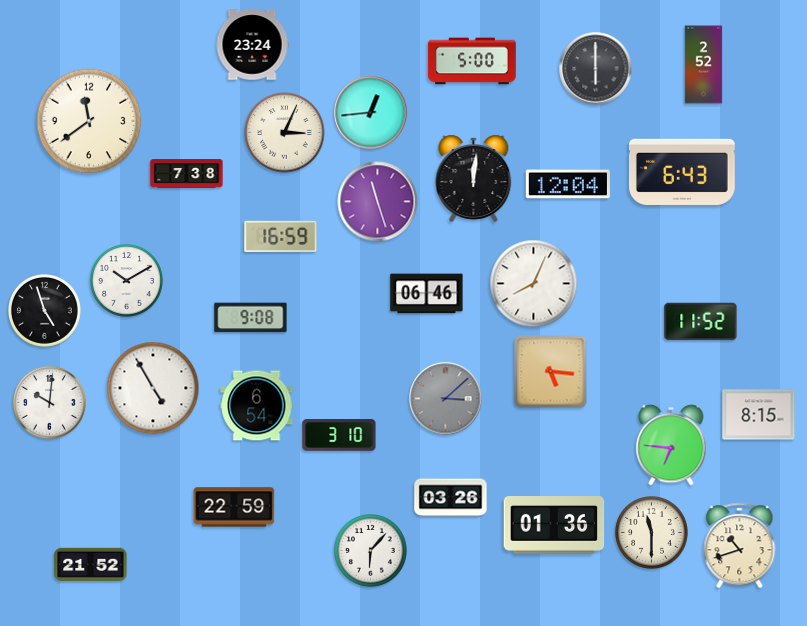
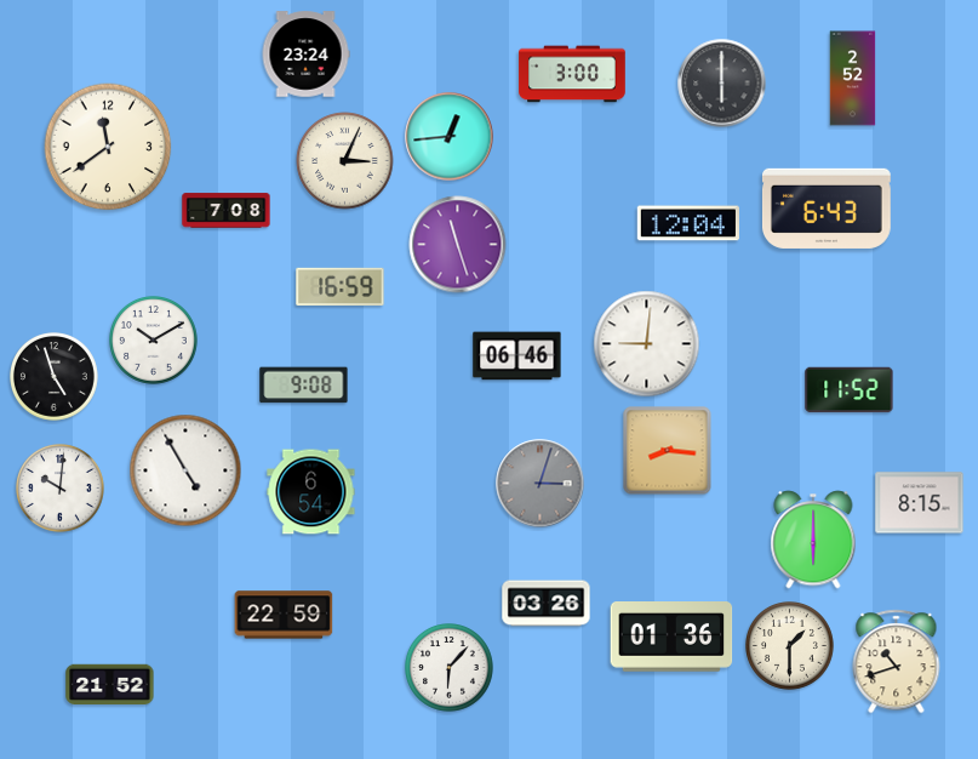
clock at (472, 61): 5:00 -> 3:00
clock at (187, 174): 7:38 -> 7:08
clock at (474, 178): 12:01 -> none
clock at (534, 284): 8:04 -> 9:01
clock at (551, 372): 5:16 -> 8:16
clock at (446, 399): 3:08 -> 3:03
clock at (339, 435): 3:10 -> none
clock at (671, 445): 6:46 -> 6:00
clock at (652, 533): 11:30 -> 1:30
